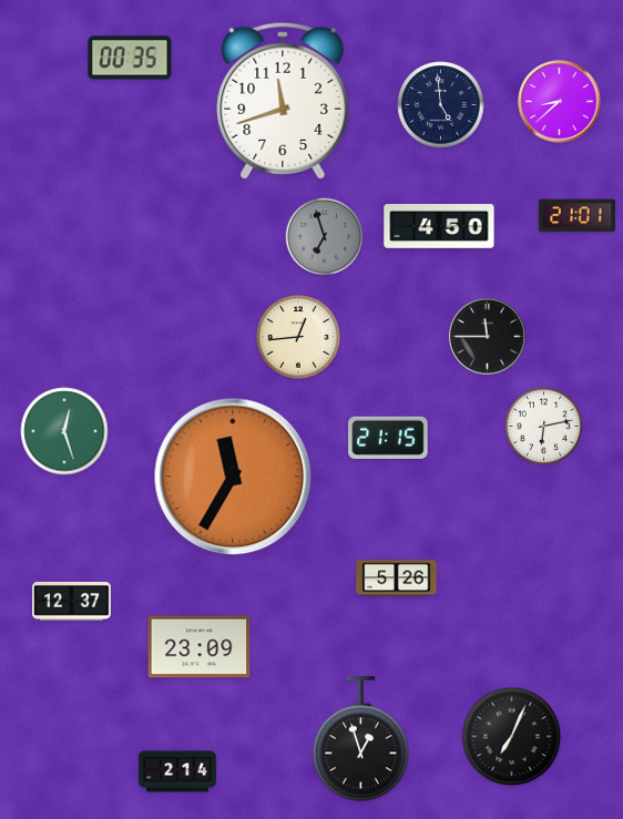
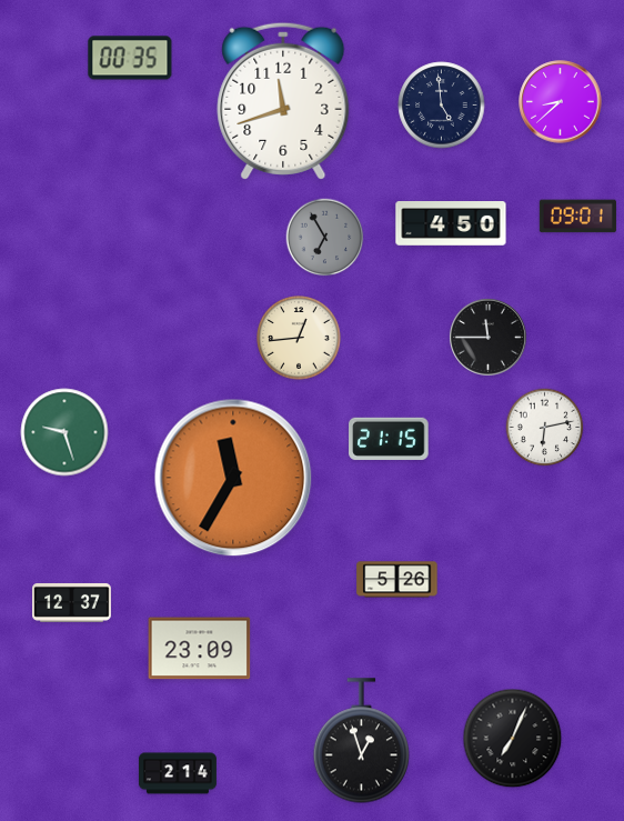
clock at (576, 216): 21:01 -> 09:01
clock at (439, 227) position: (439, 227) -> (451, 224)
clock at (325, 237): 6:57 -> 6:55
clock at (64, 431): 12:27 -> 9:27
